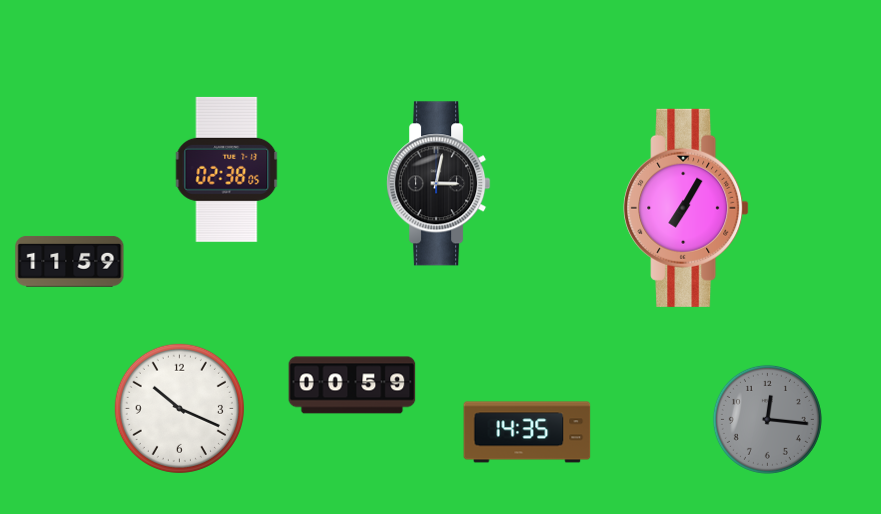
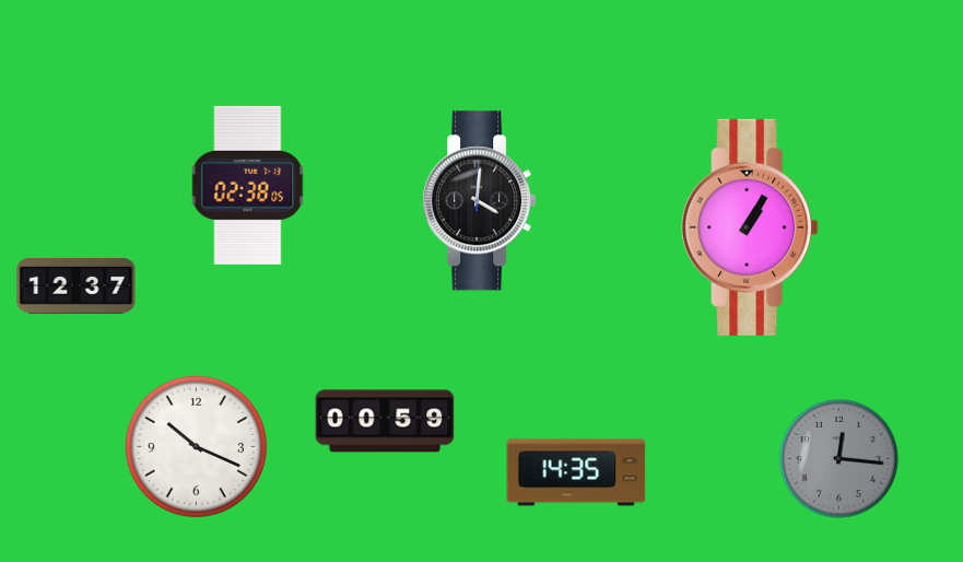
clock at (439, 184): 3:02 -> 4:01
clock at (686, 208): 7:05 -> 1:05
clock at (70, 261): 11:59 -> 12:37
